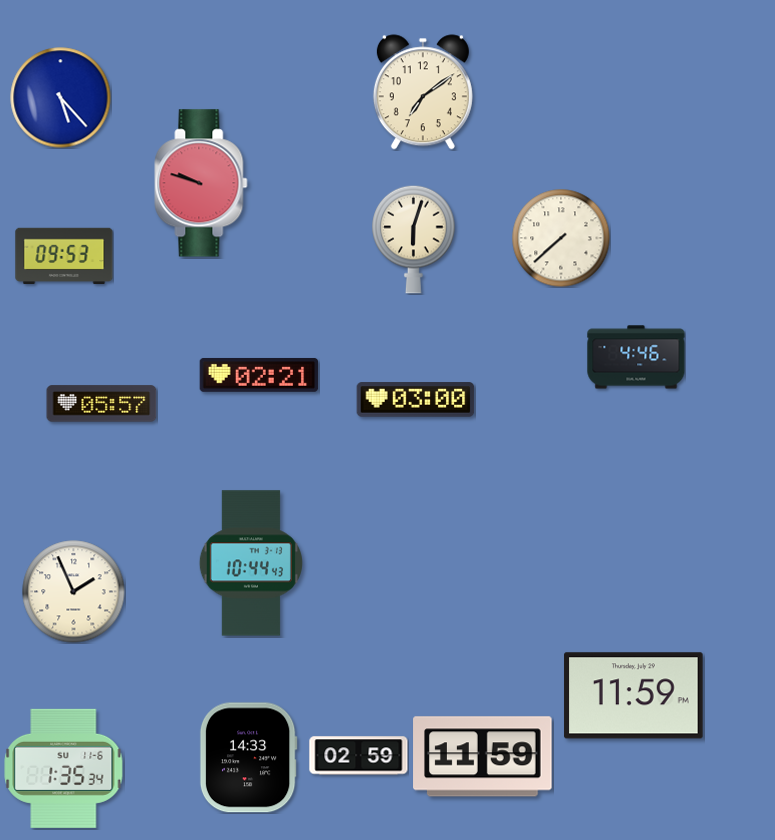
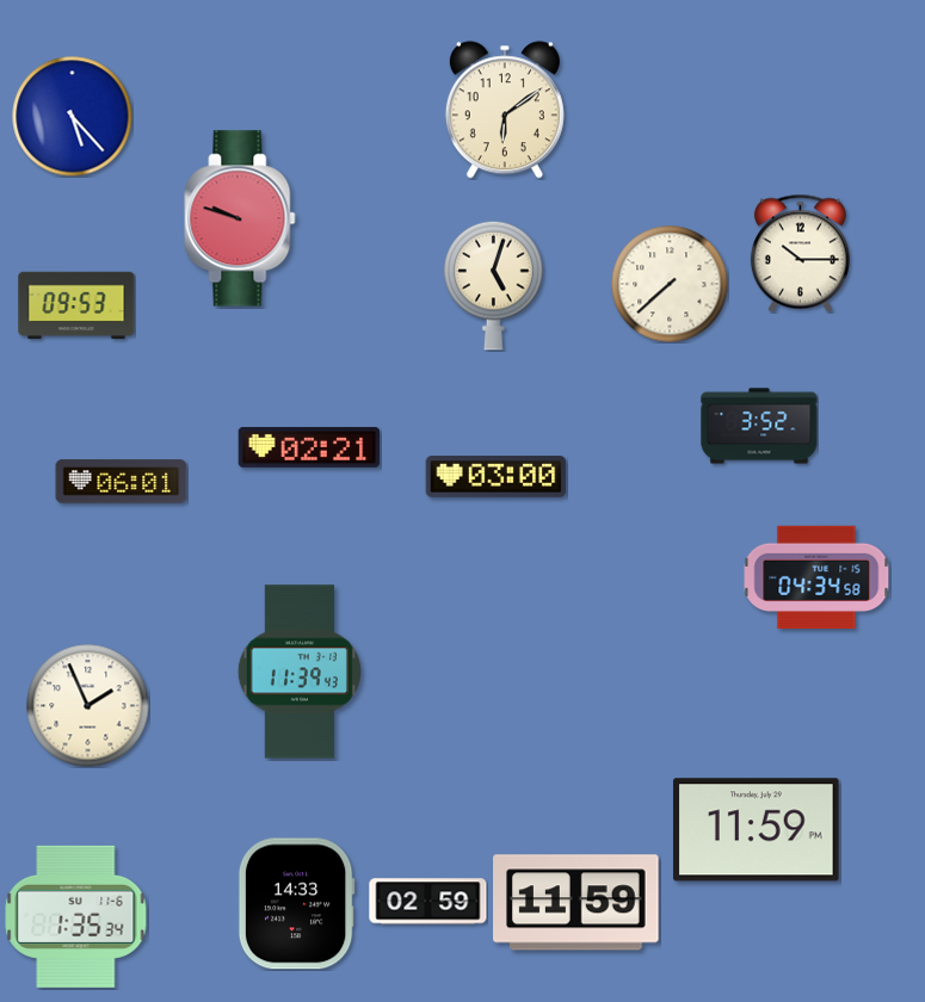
clock at (423, 92): 7:09 -> 6:09
clock at (800, 253): none -> 10:15
clock at (414, 239): 6:03 -> 5:03
clock at (636, 357): 4:46 -> 3:52
clock at (102, 404): 05:57 -> 06:01
clock at (816, 576): none -> 04:34
clock at (251, 563): 10:44 -> 11:39
